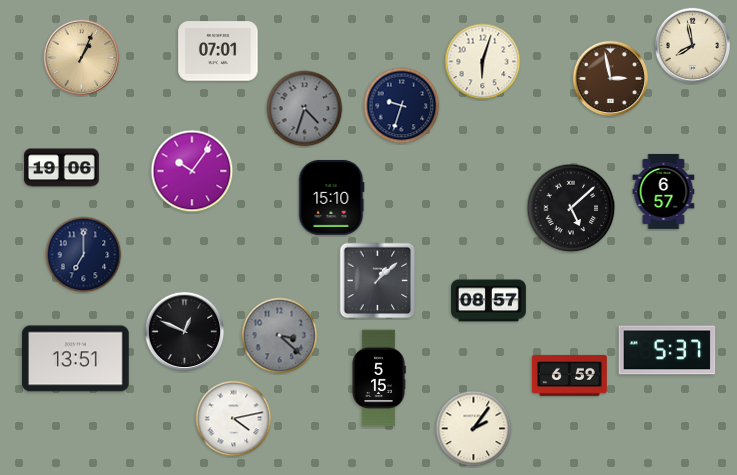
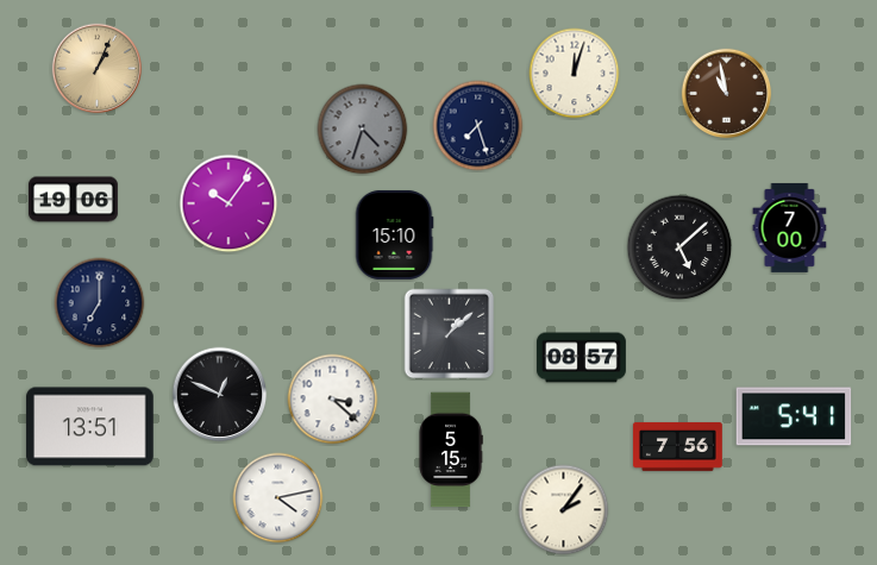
clock at (693, 46): 7:58 -> none
clock at (218, 51): 07:01 -> none
clock at (483, 62): 6:03 -> 12:03
clock at (611, 79): 2:58 -> 10:58
clock at (402, 106): 9:33 -> 7:27
clock at (664, 191): 6:57 -> 7:00
clock at (280, 336) dial: grey -> white
clock at (667, 350): 5:37 -> 5:41
clock at (569, 375): 6:59 -> 7:56
